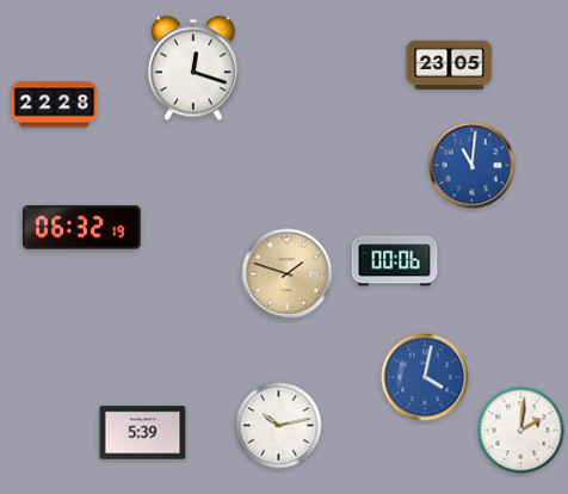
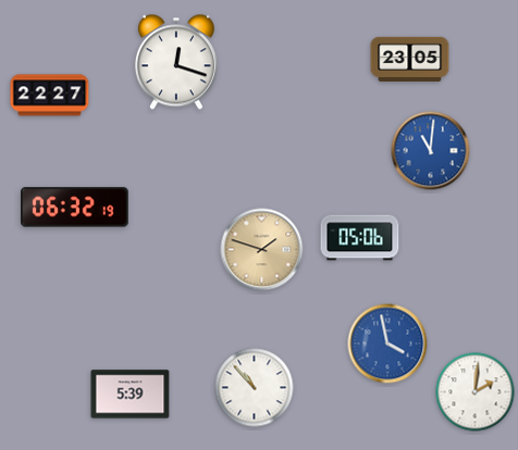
clock at (55, 105): 22:28 -> 22:27
clock at (395, 261): 00:06 -> 05:06
clock at (425, 377): 4:02 -> 3:58
clock at (279, 426): 10:13 -> 10:53
